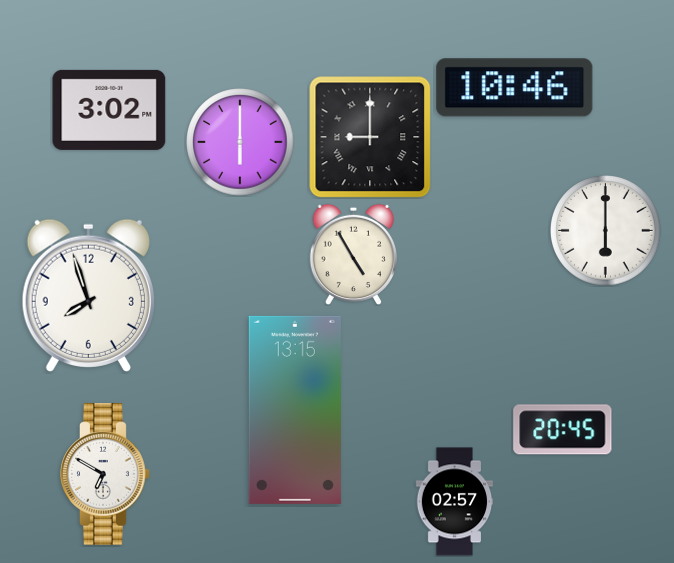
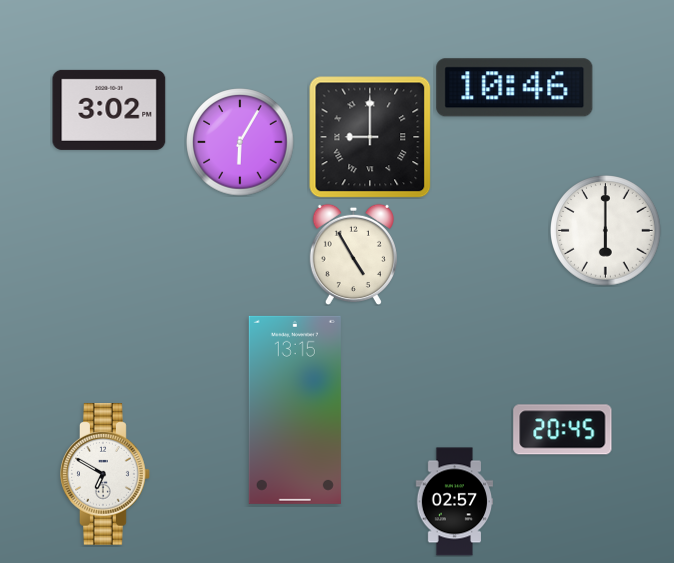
clock at (240, 142): 6:00 -> 6:05
clock at (88, 295): 7:57 -> none
